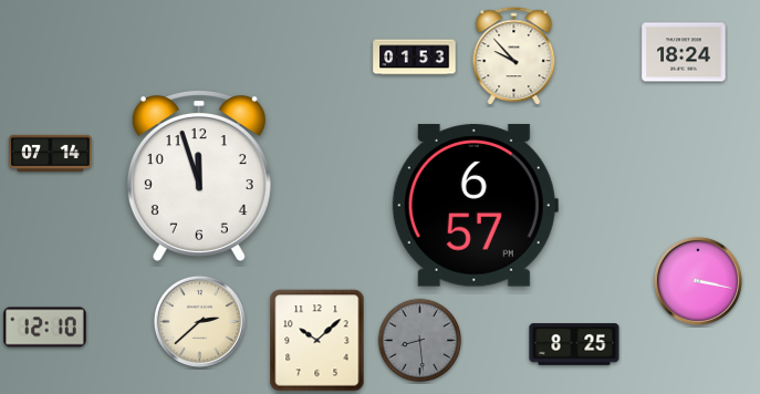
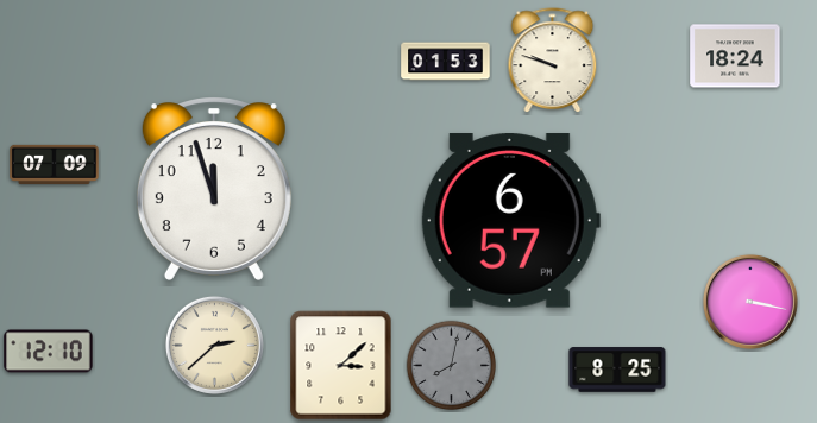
clock at (514, 56): 9:53 -> 9:48
clock at (51, 153): 07:14 -> 07:09
clock at (317, 341): 10:08 -> 3:08
clock at (420, 341): 8:29 -> 8:02
